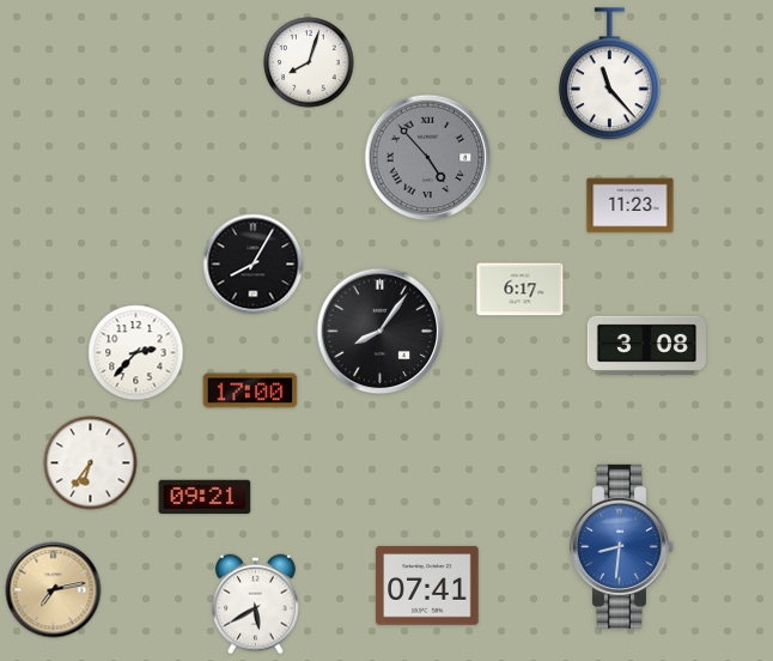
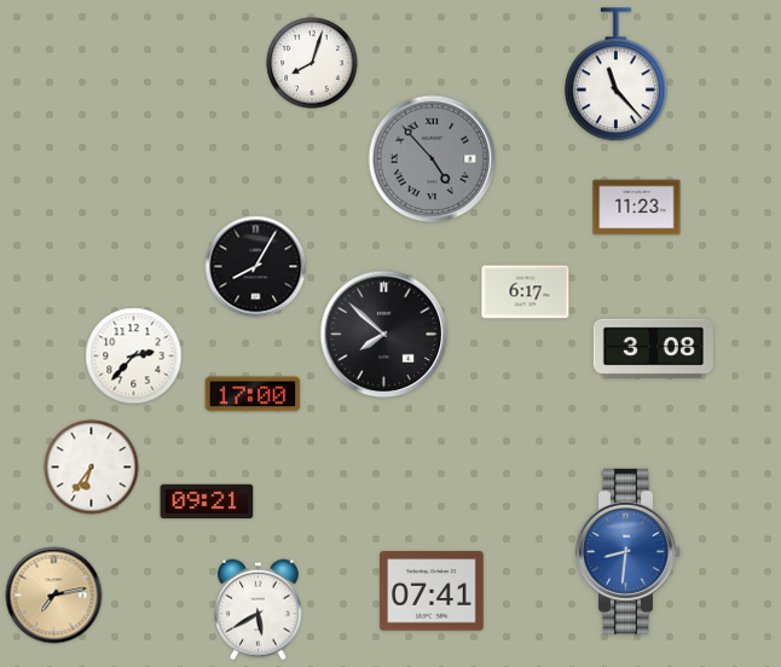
clock at (381, 332): 8:06 -> 7:52
clock at (136, 353) position: (136, 353) -> (134, 356)
